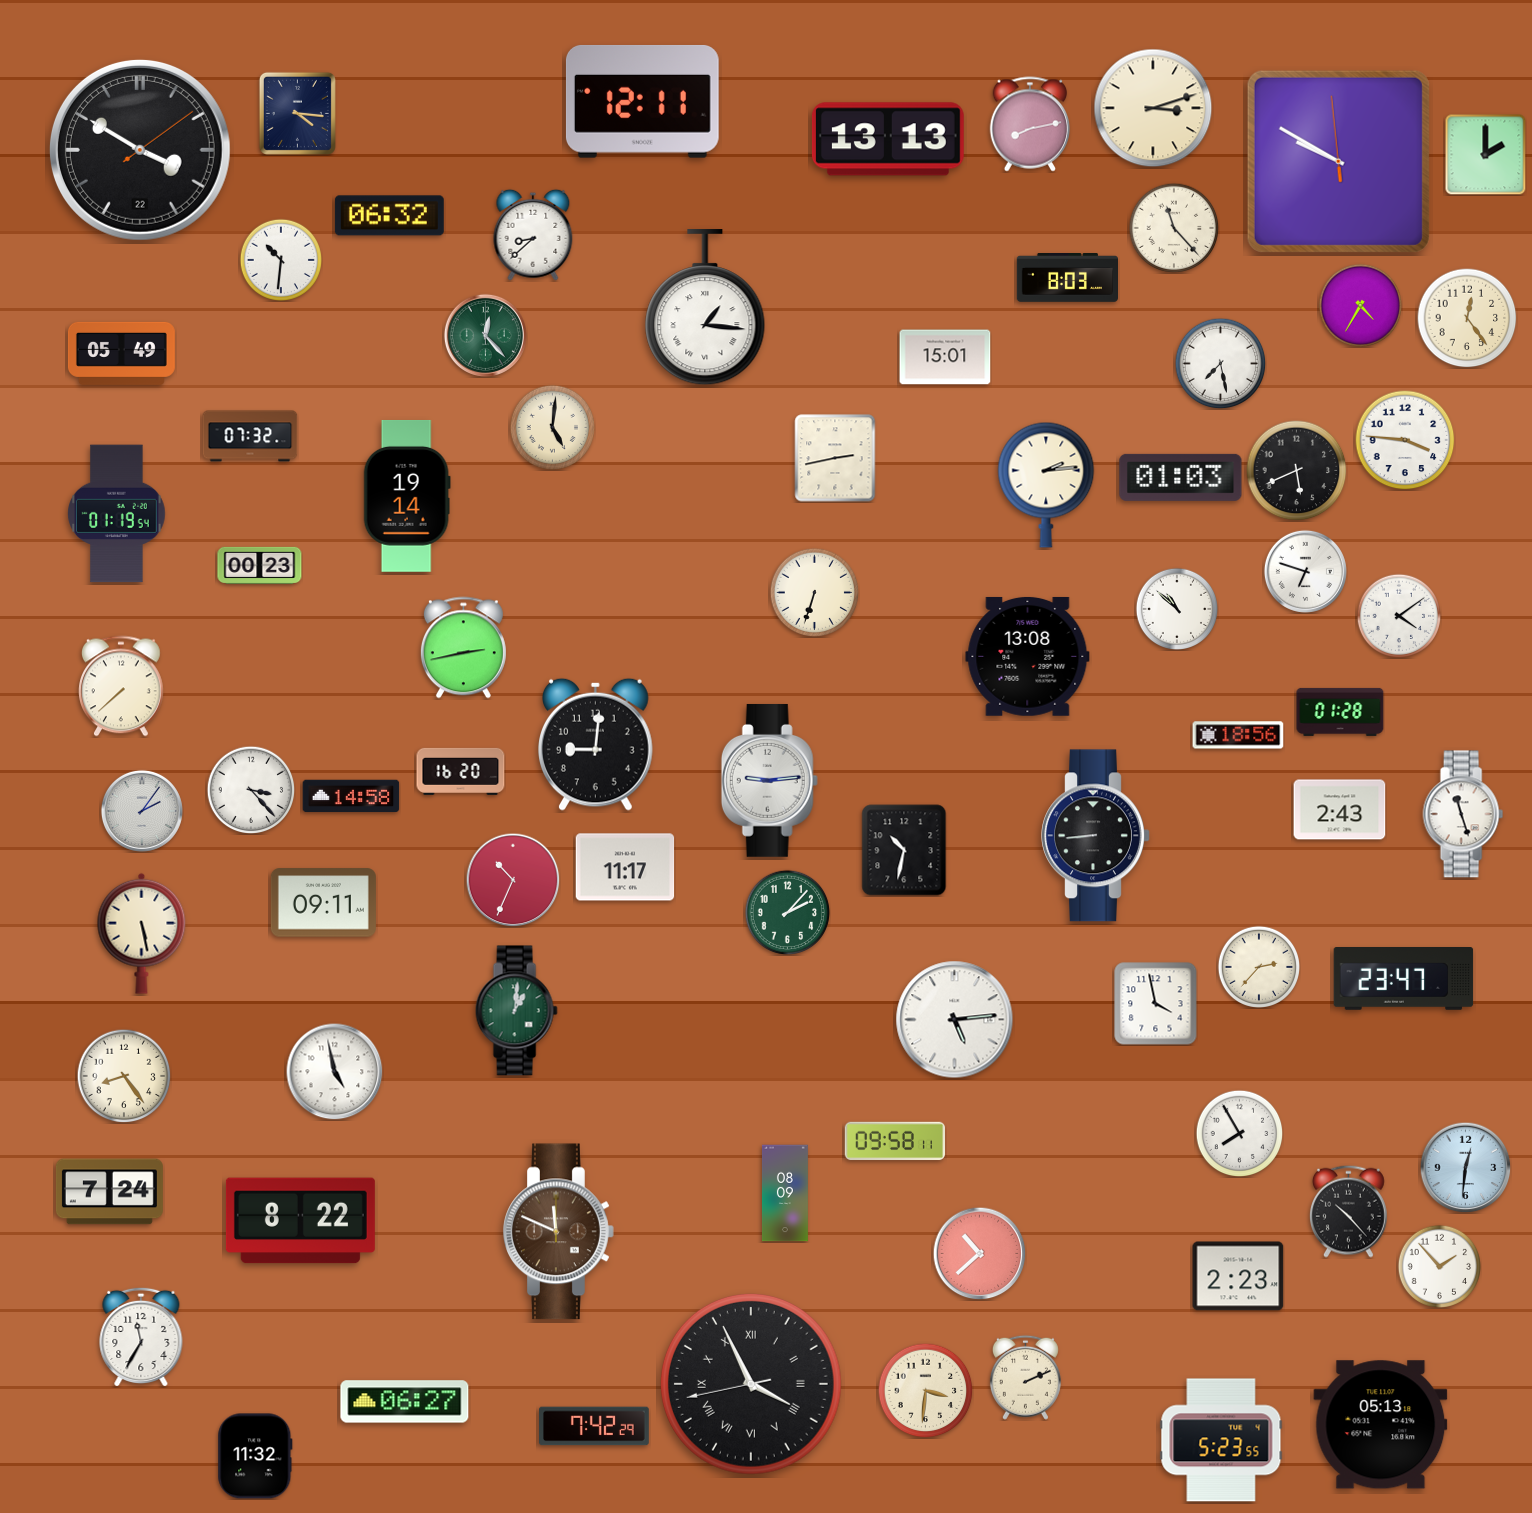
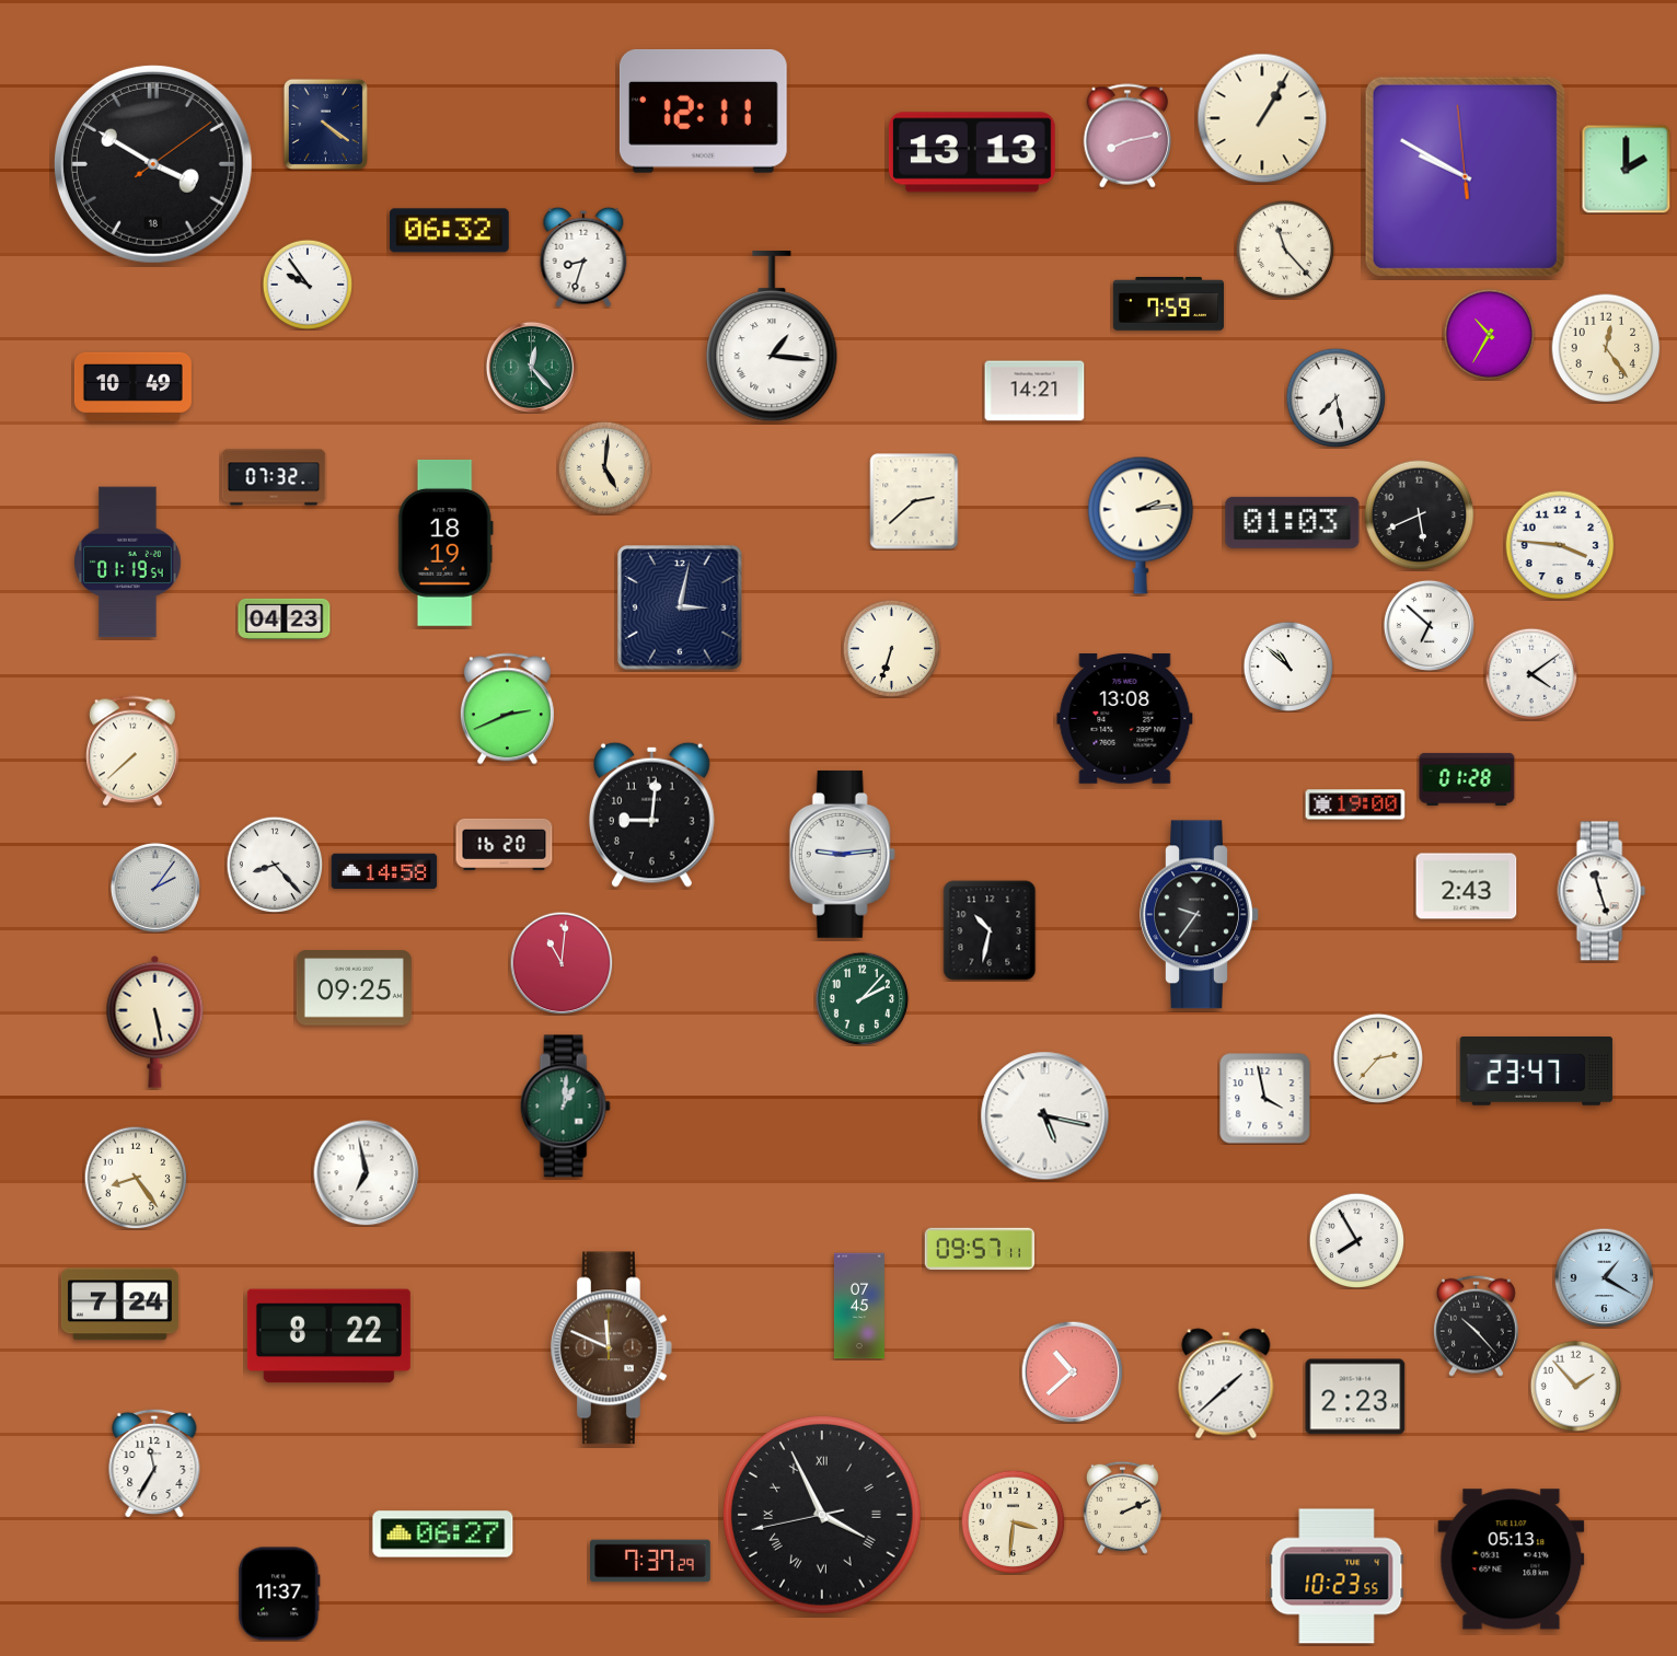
clock at (1153, 108): 3:12 -> 1:05
clock at (297, 113): 4:16 -> 4:21
clock at (140, 150) date: 22 -> 18
clock at (389, 216) position: (389, 216) -> (449, 231)
clock at (533, 235): 8:38 -> 8:33
clock at (280, 259): 10:31 -> 9:54
clock at (1068, 278): 8:03 -> 7:59
clock at (1360, 305): 4:35 -> 10:35
clock at (121, 353): 05:49 -> 10:49
clock at (945, 357): 15:01 -> 14:21
clock at (1405, 440) position: (1405, 440) -> (1560, 545)
clock at (835, 458): 2:43 -> 2:38
clock at (1046, 485) position: (1046, 485) -> (1141, 525)
clock at (407, 496): 19:14 -> 18:19
clock at (680, 607): none -> 3:02
clock at (260, 565): 00:23 -> 04:23
clock at (1305, 571): 6:48 -> 6:52
clock at (463, 648): 2:43 -> 2:41
clock at (1238, 735): 18:56 -> 19:00
clock at (251, 790): 3:23 -> 8:23
clock at (1096, 836): 8:44 -> 9:36
clock at (625, 867): 11:17 -> none
clock at (513, 880): 10:34 -> 11:01
clock at (323, 903): 09:11 -> 09:25
clock at (955, 1020): 5:14 -> 5:17
clock at (335, 1072): 4:58 -> 6:58
clock at (895, 1141): 09:58 -> 09:57
clock at (1465, 1167): 12:31 -> 1:20
clock at (785, 1193): 08:09 -> 07:45
clock at (1226, 1383): none -> 1:38
clock at (595, 1426): 7:42 -> 7:37
clock at (1221, 1440): 5:23 -> 10:23
clock at (255, 1456): 11:32 -> 11:37
